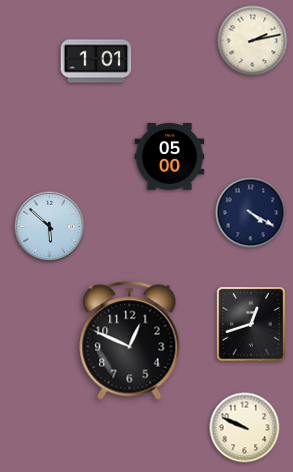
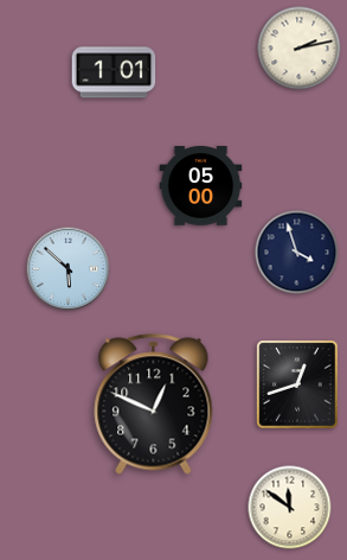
clock at (251, 213): 4:20 -> 3:57
clock at (50, 227) position: (50, 227) -> (69, 269)
clock at (245, 428): 9:49 -> 11:51
